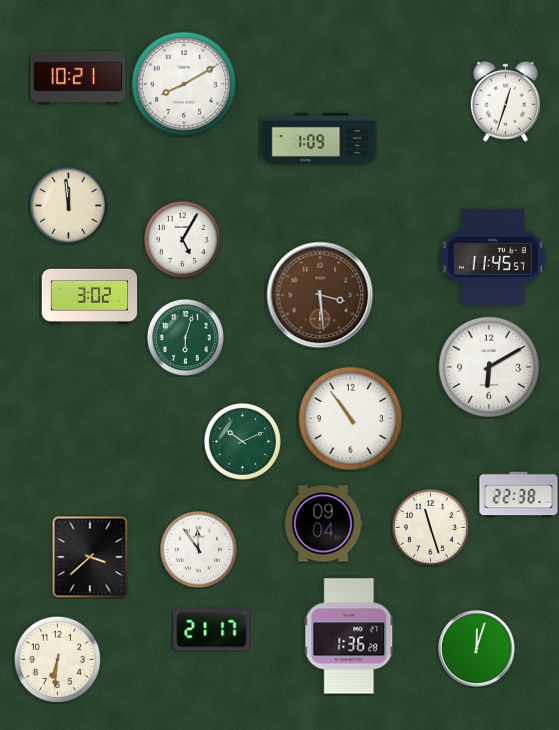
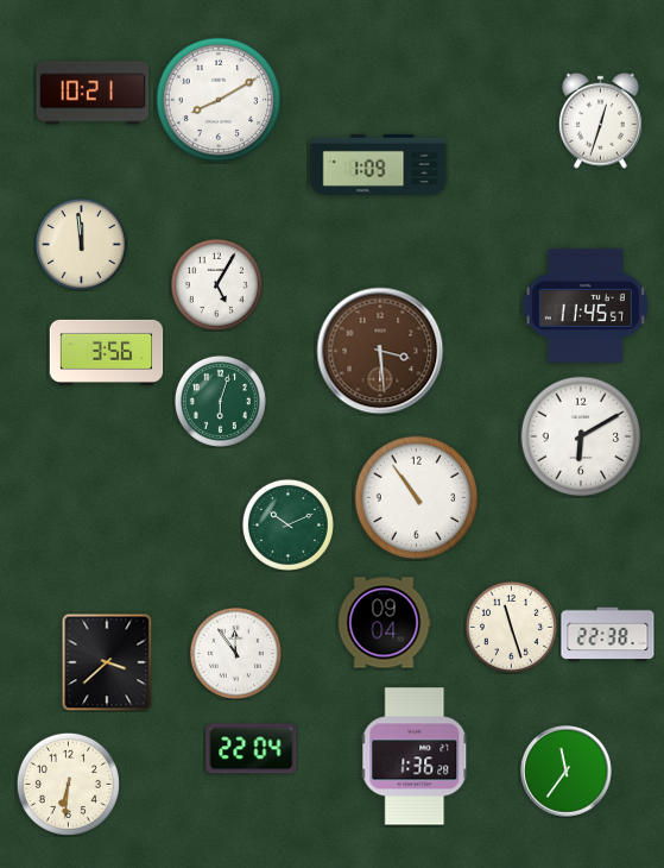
clock at (90, 296): 3:02 -> 3:56
clock at (519, 495) position: (519, 495) -> (608, 635)
clock at (212, 630): 21:17 -> 22:04
clock at (477, 649): 12:03 -> 11:36
